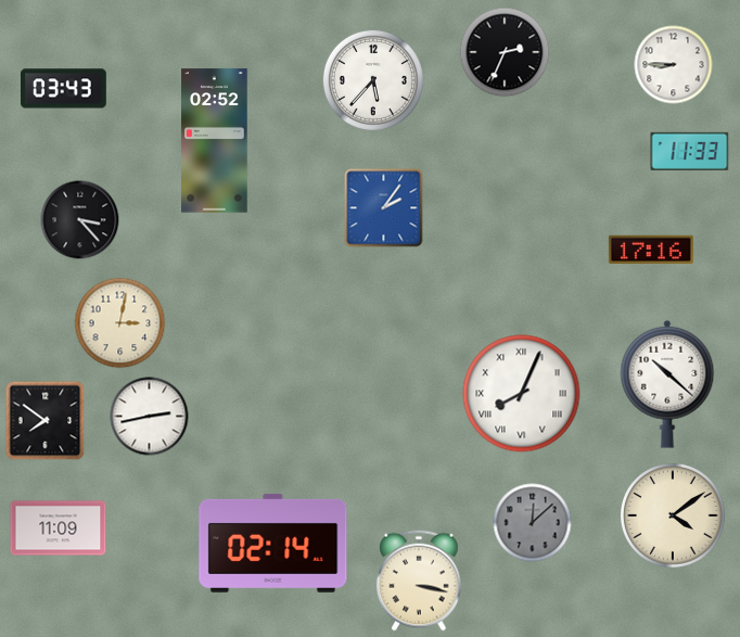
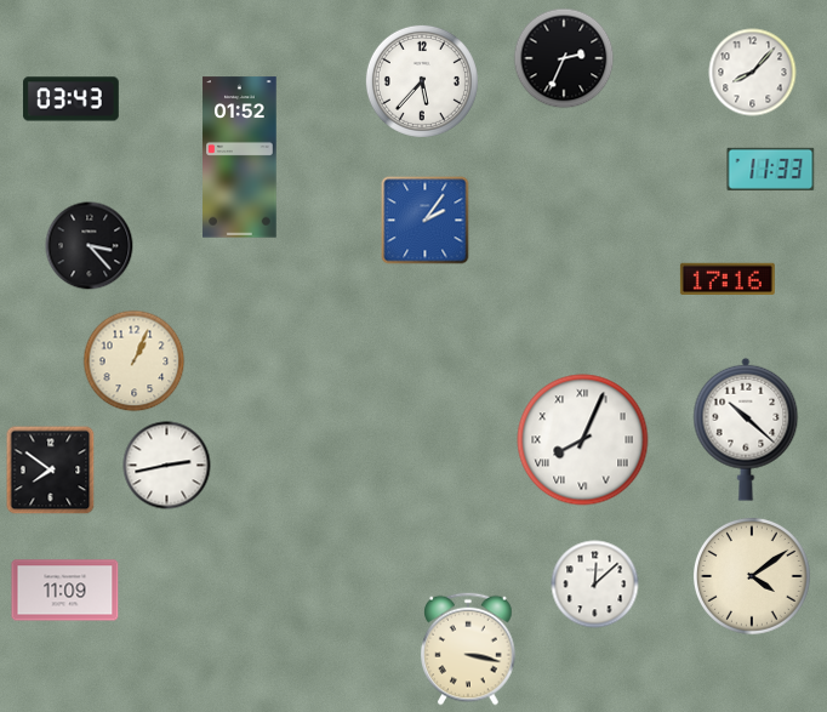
clock at (674, 65): 8:45 -> 8:07
clock at (373, 80) position: (373, 80) -> (422, 81)
clock at (215, 141): 02:52 -> 01:52
clock at (384, 208) position: (384, 208) -> (426, 221)
clock at (120, 323): 3:02 -> 1:04
clock at (533, 523) dial: grey -> white
clock at (273, 543): 02:14 -> none
